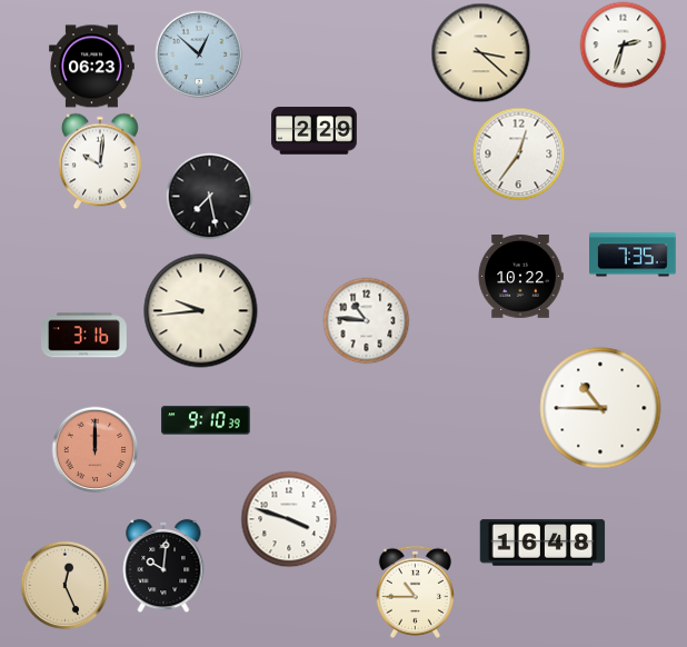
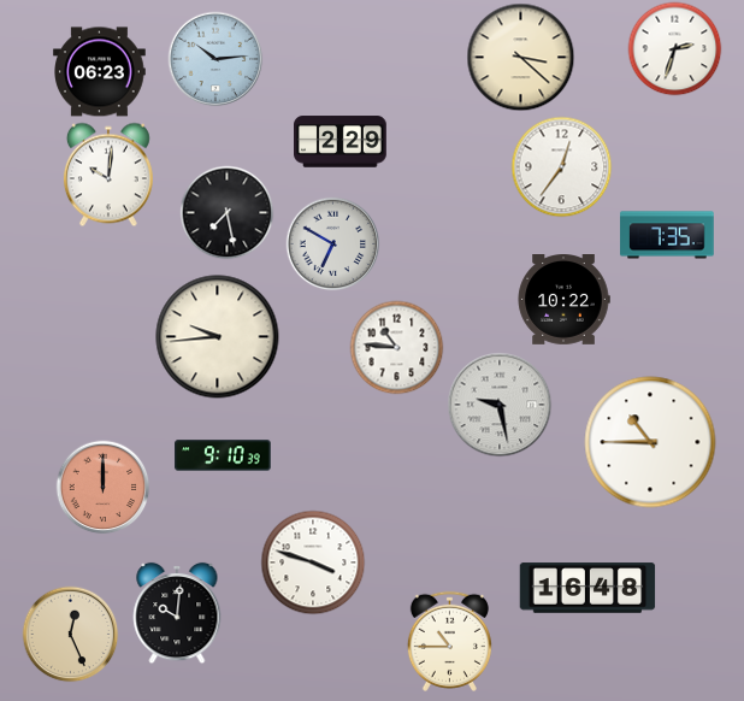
clock at (199, 54): 12:52 -> 10:14
clock at (332, 243): none -> 6:50
clock at (633, 255) position: (633, 255) -> (667, 235)
clock at (84, 336): 3:16 -> none
clock at (500, 405): none -> 9:28
